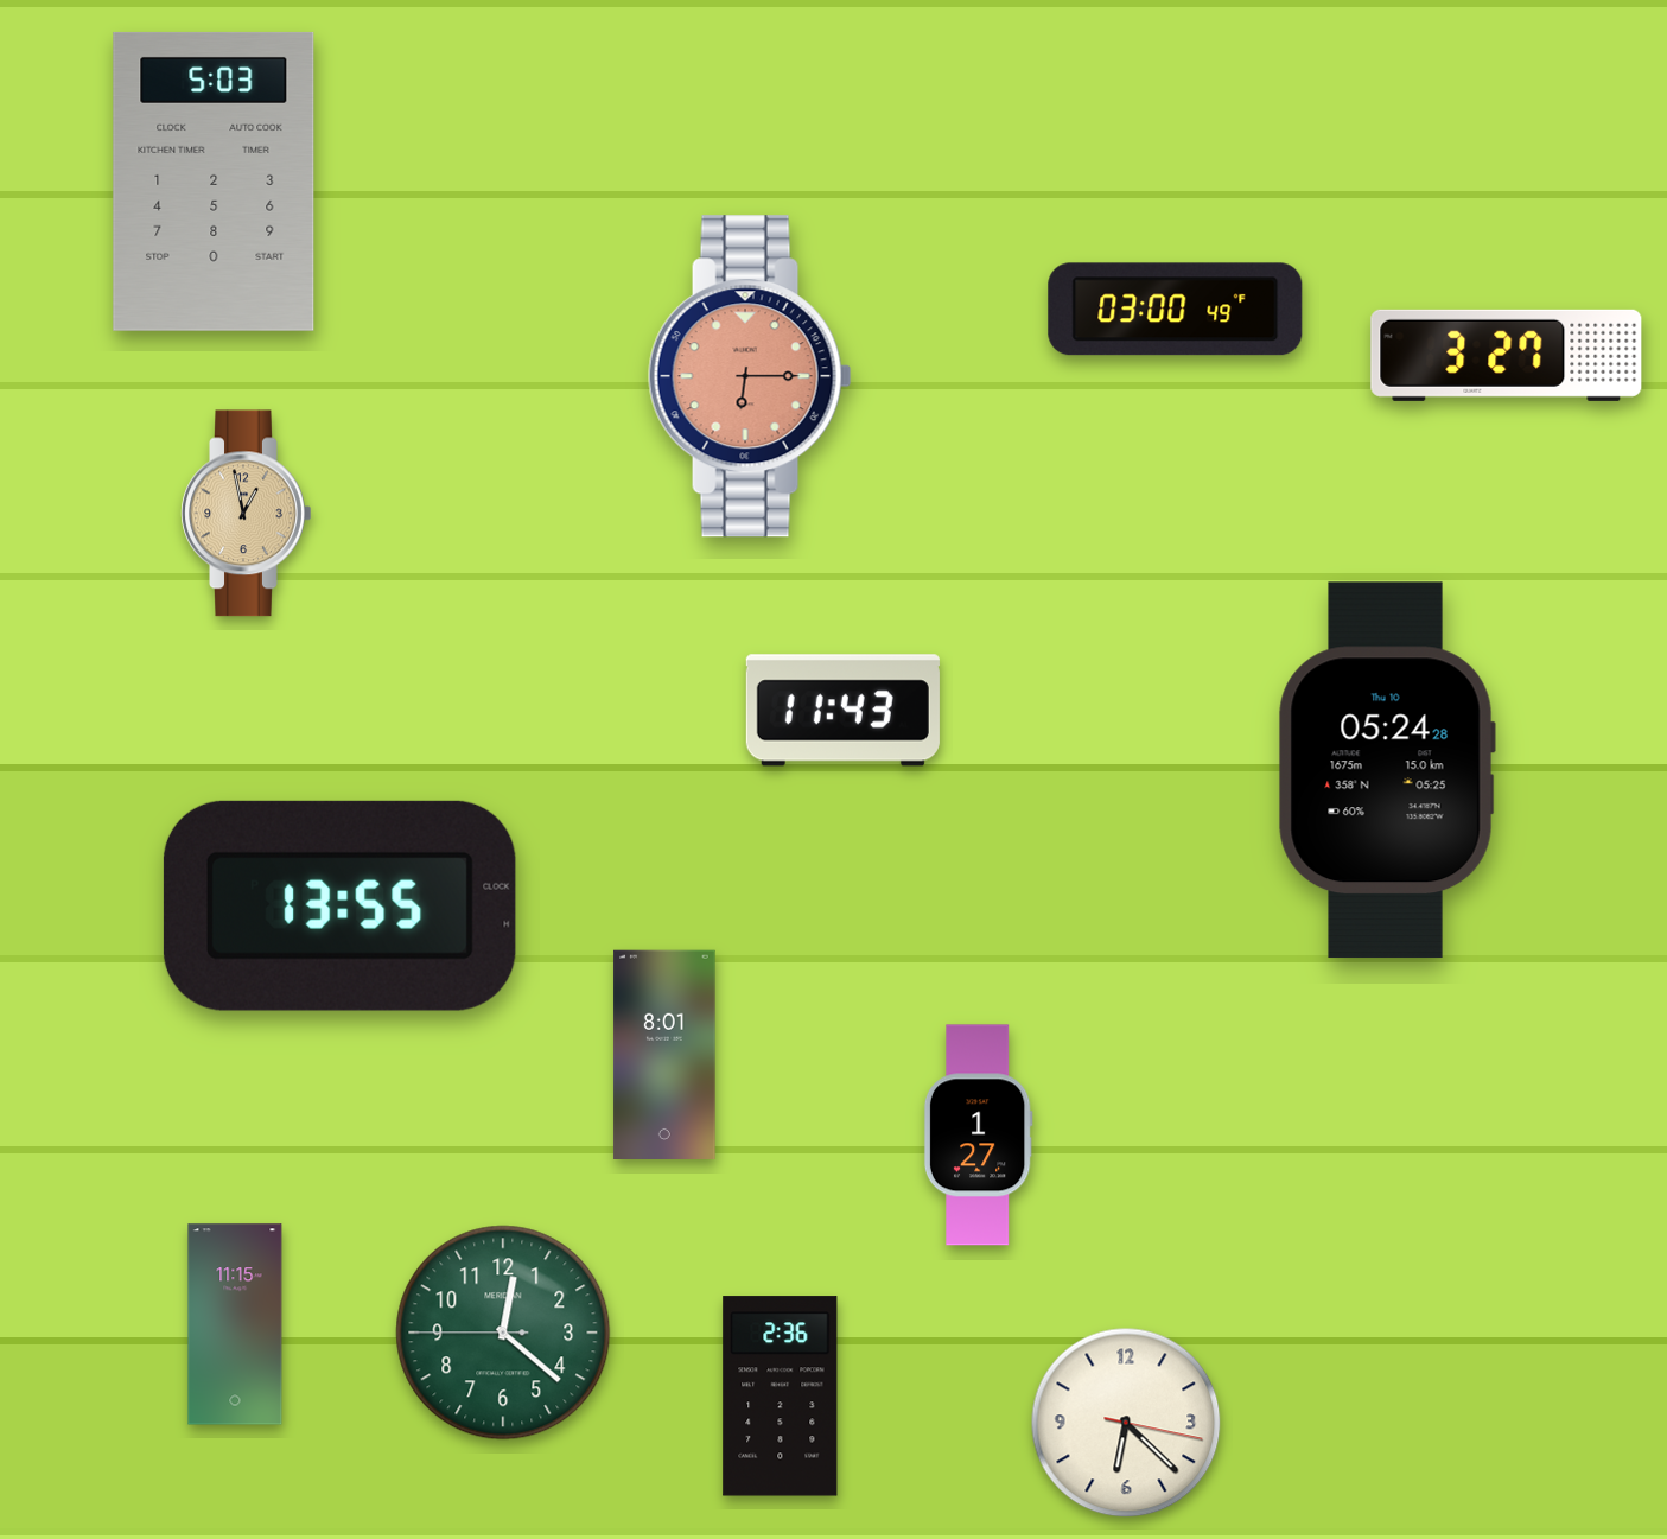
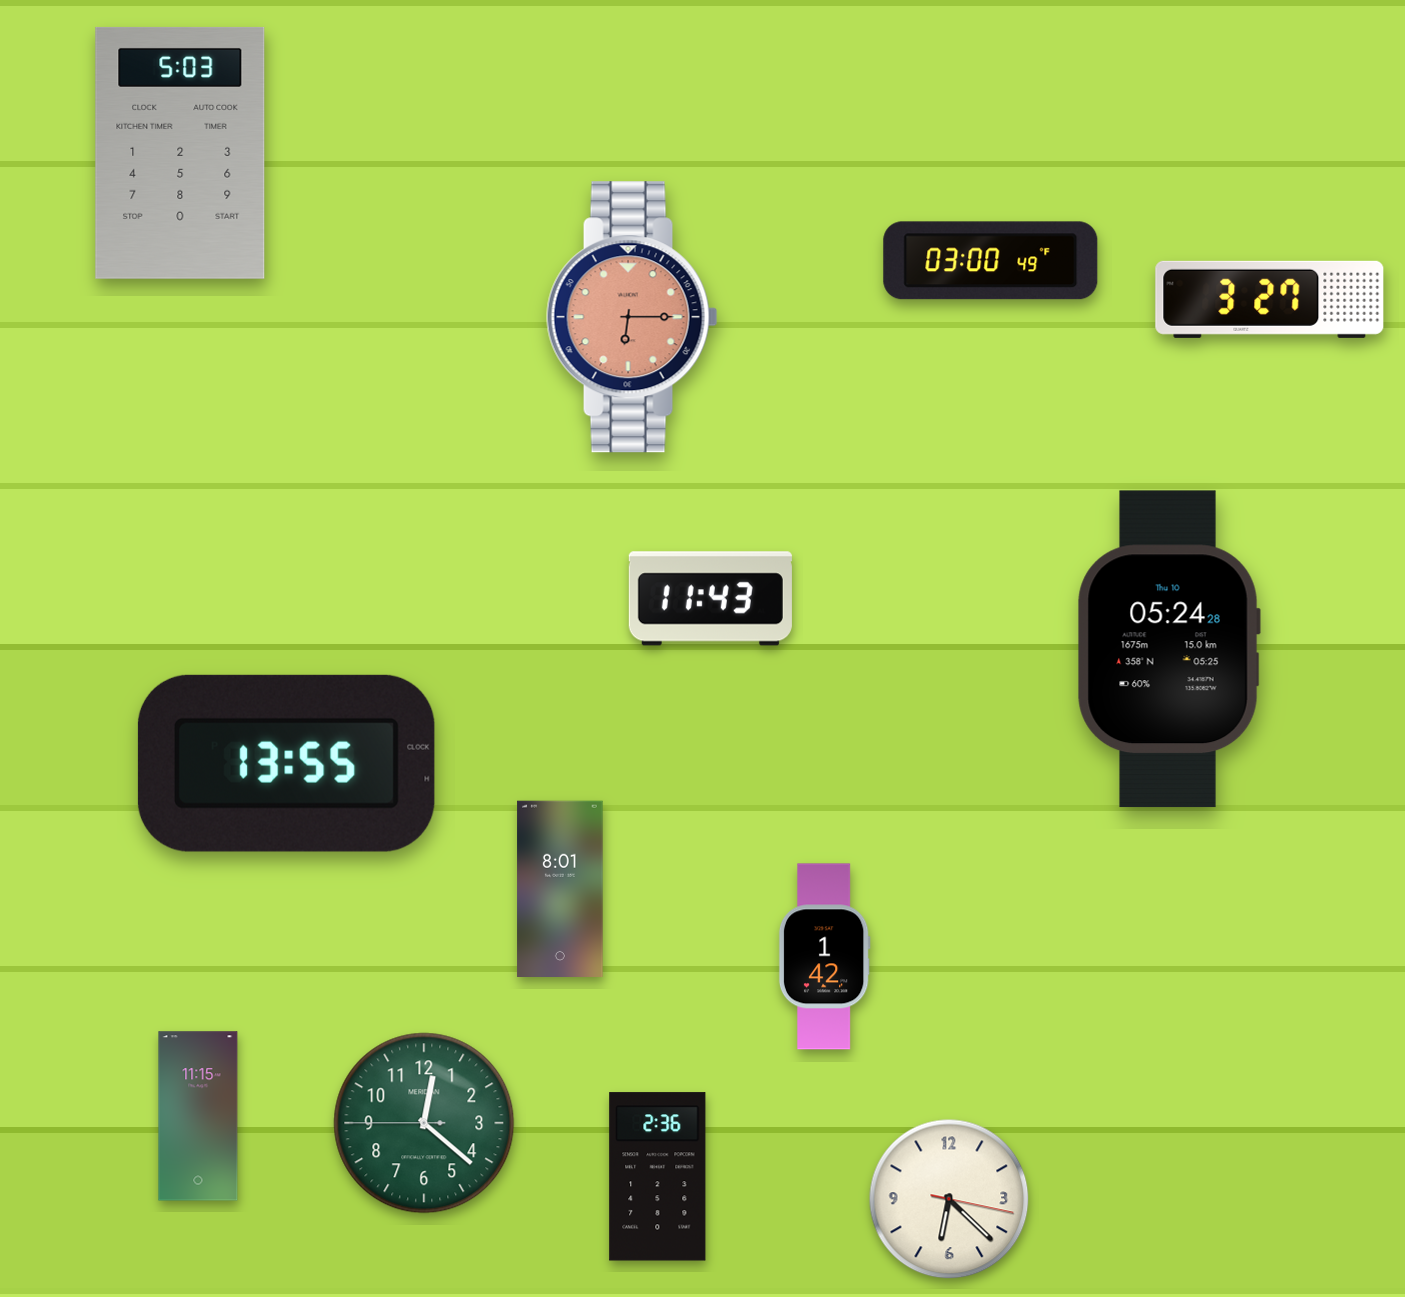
clock at (247, 514): 12:58 -> none
clock at (978, 1136): 1:27 -> 1:42
